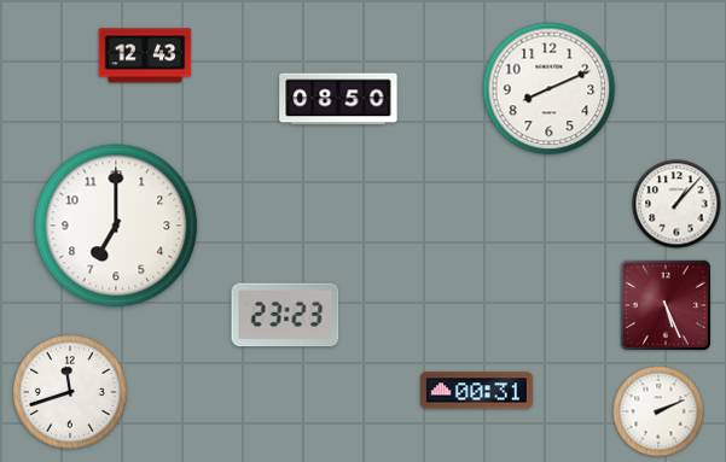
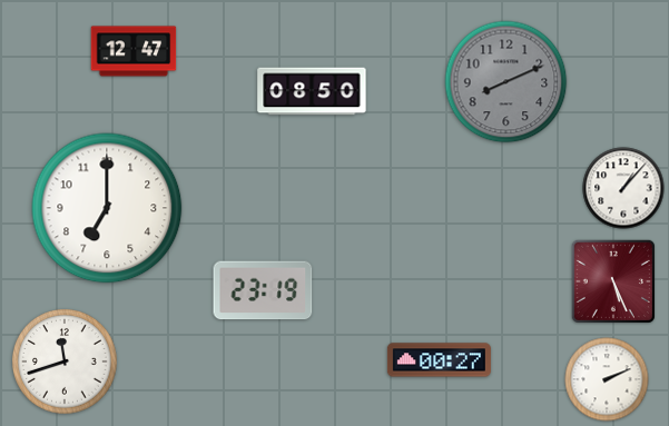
clock at (145, 55): 12:43 -> 12:47
clock at (550, 89) dial: white -> grey
clock at (285, 315): 23:23 -> 23:19
clock at (476, 391): 00:31 -> 00:27
